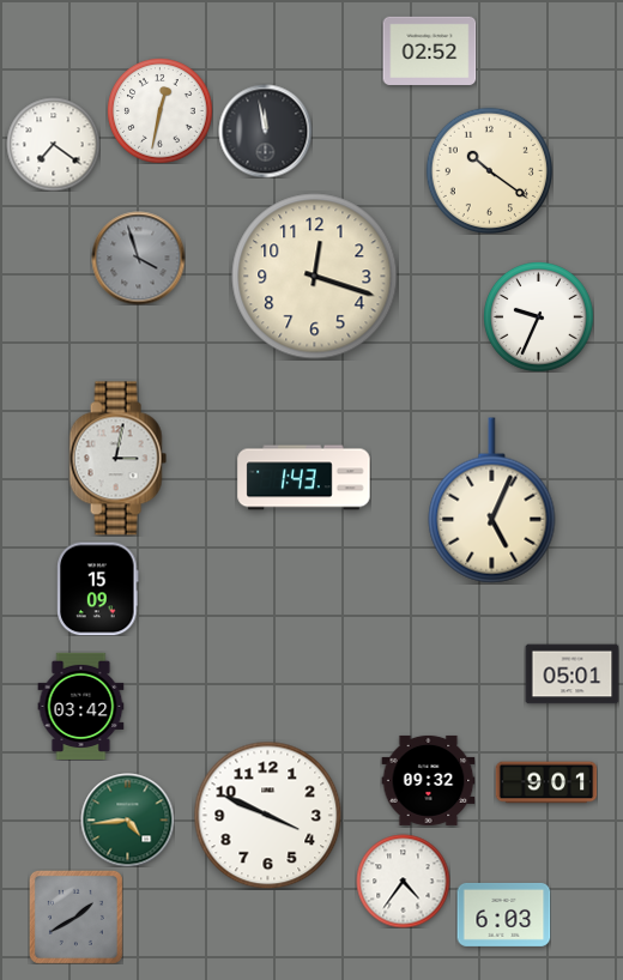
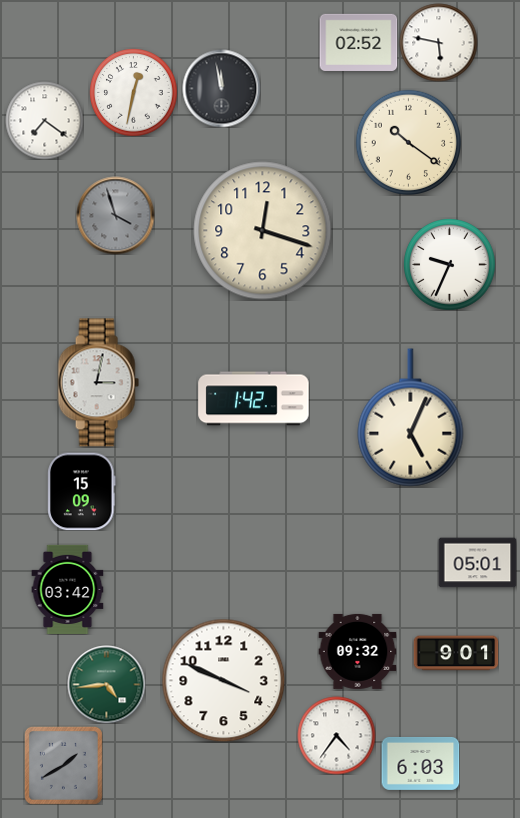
clock at (438, 42): none -> 5:47
clock at (265, 131) position: (265, 131) -> (221, 88)
clock at (304, 478): 1:43 -> 1:42
